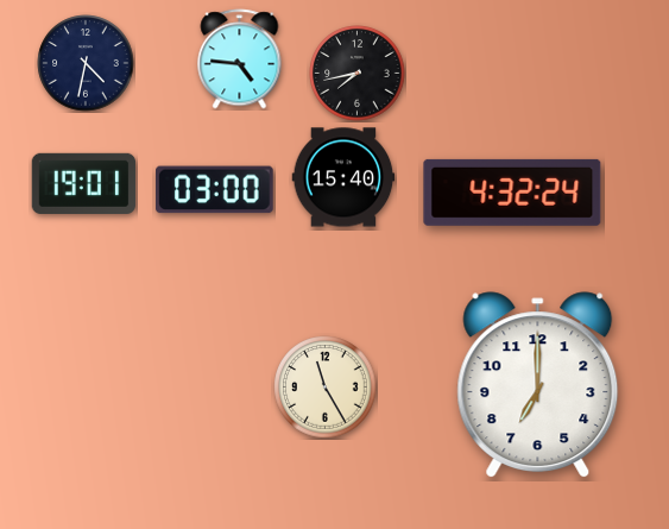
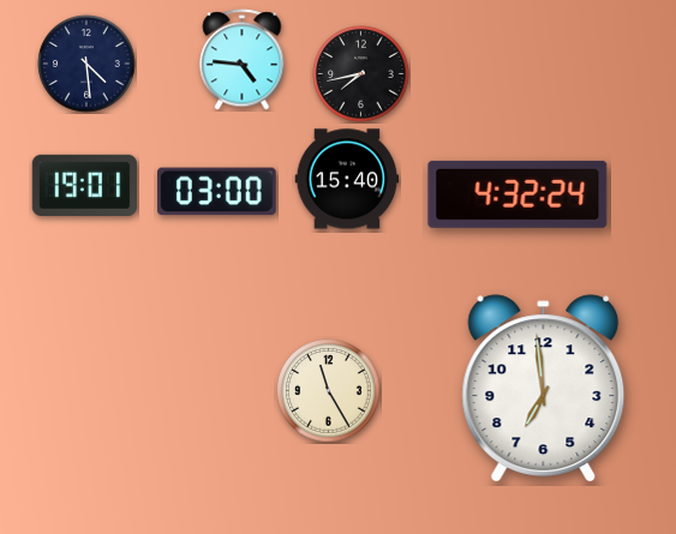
clock at (86, 63): 4:32 -> 4:29
clock at (538, 385): 7:00 -> 6:59
